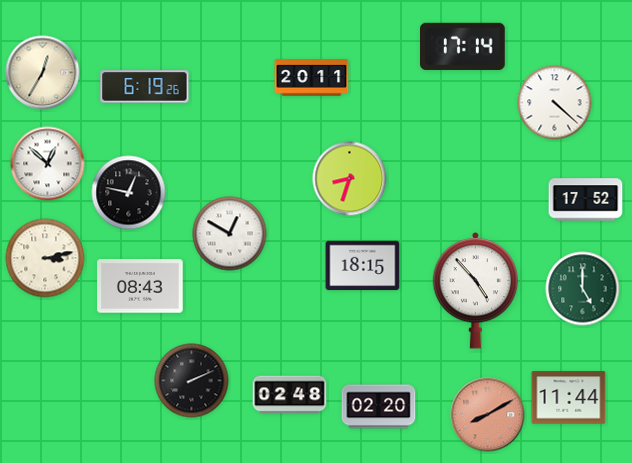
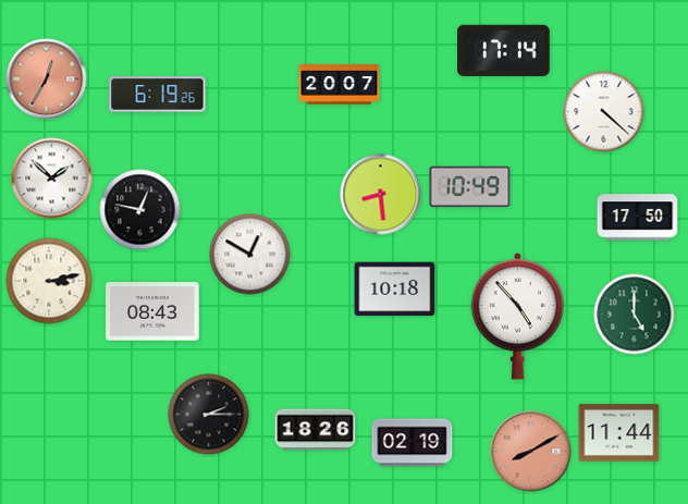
clock at (43, 73) dial: cream -> salmon
clock at (312, 78): 20:11 -> 20:07
clock at (48, 164): 12:52 -> 1:52
clock at (470, 187): none -> 10:49
clock at (350, 179): 8:33 -> 8:29
clock at (586, 200): 17:52 -> 17:50
clock at (363, 266): 18:15 -> 10:18
clock at (192, 381): 2:11 -> 2:15
clock at (290, 395): 02:48 -> 18:26
clock at (379, 407): 02:20 -> 02:19
